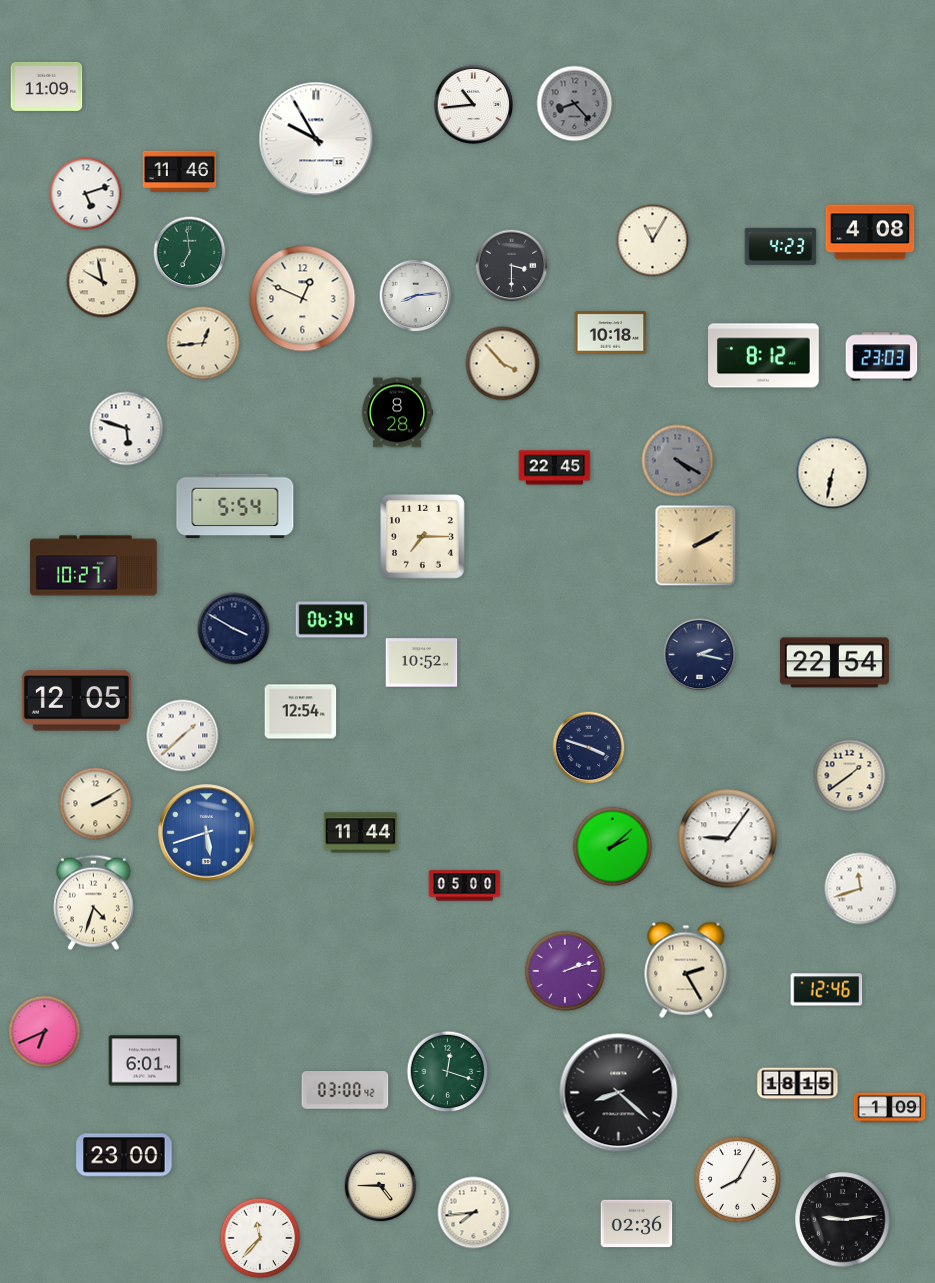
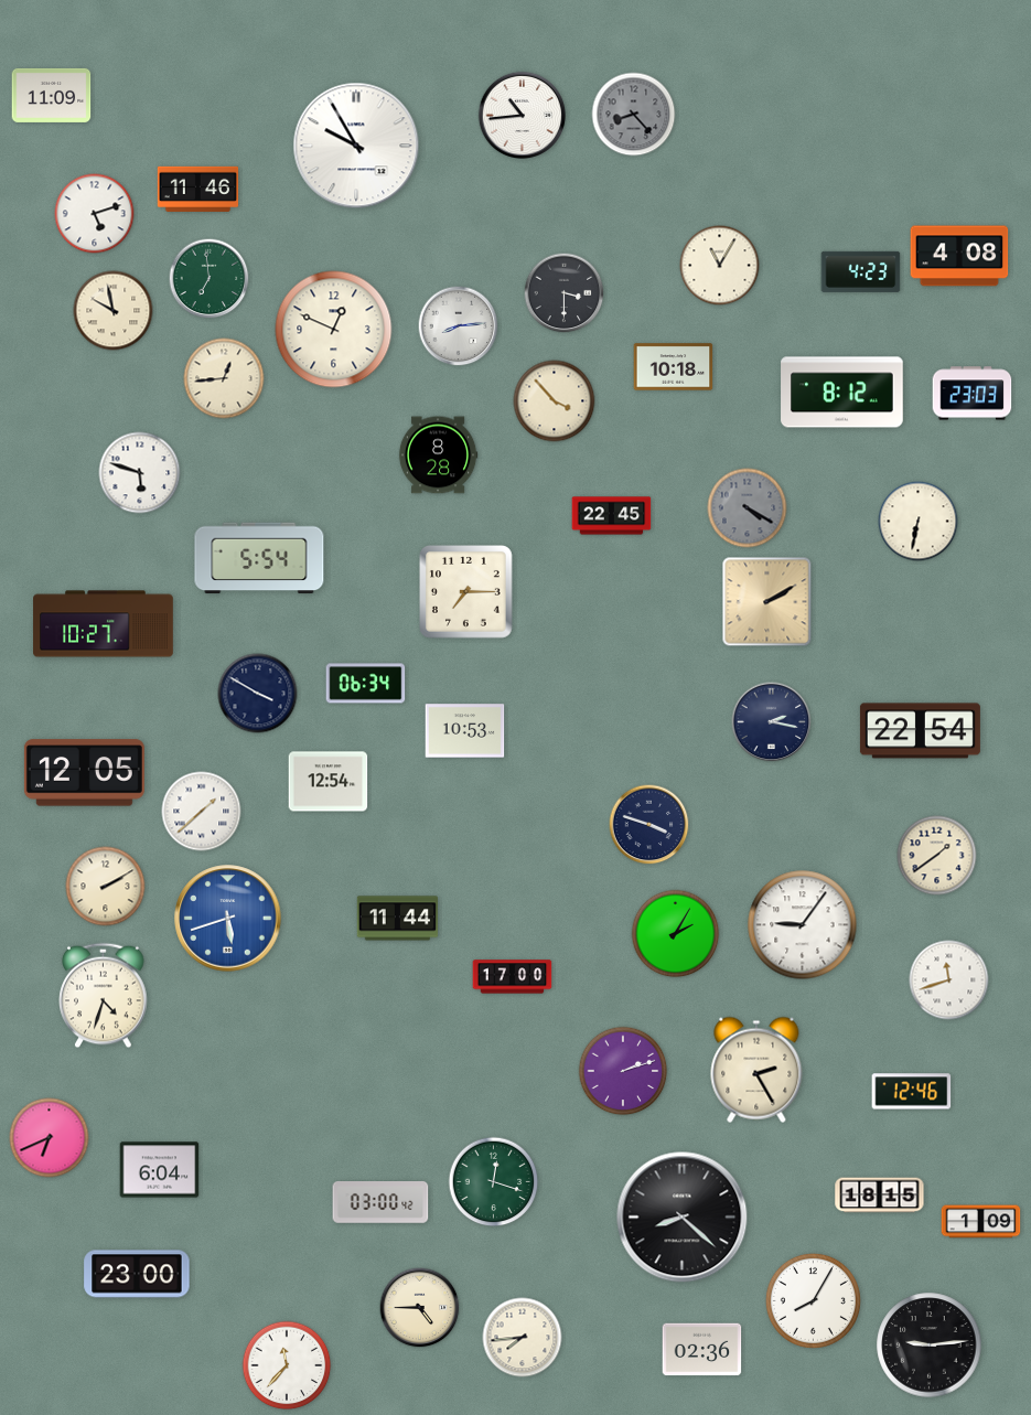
clock at (316, 139) position: (316, 139) -> (356, 146)
clock at (422, 663): 10:52 -> 10:53
clock at (301, 712) position: (301, 712) -> (329, 782)
clock at (613, 847): 2:08 -> 2:05
clock at (465, 886): 05:00 -> 17:00
clock at (145, 1061): 6:01 -> 6:04
clock at (619, 1093) position: (619, 1093) -> (683, 1218)
